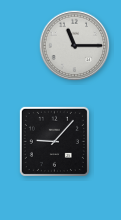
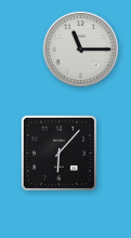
clock at (54, 141): 9:07 -> 6:07
